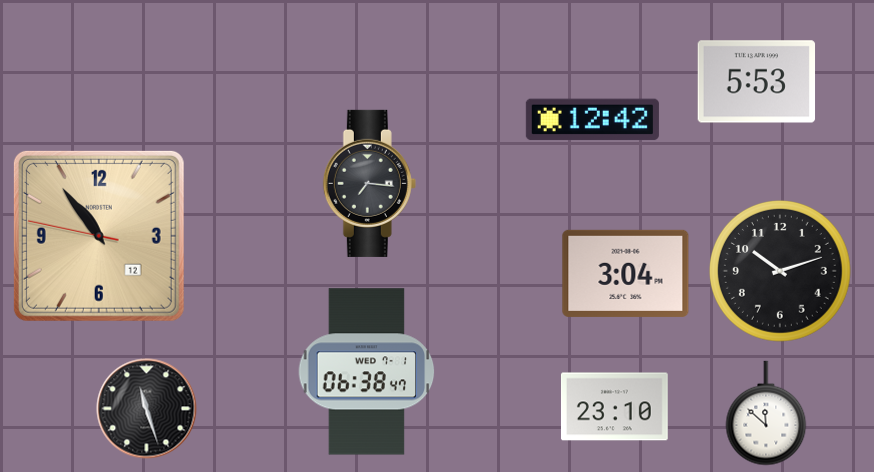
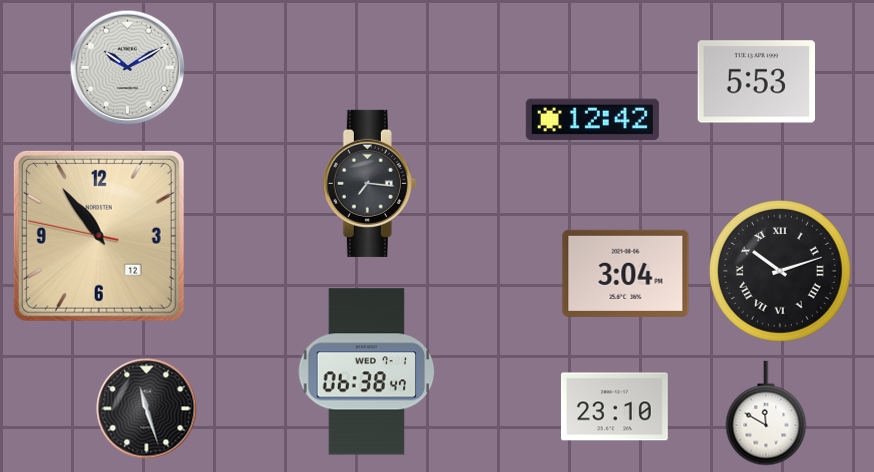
clock at (128, 68): none -> 10:10
clock at (780, 271) numerals: Arabic -> Roman
clock at (766, 413): 11:52 -> 11:50
